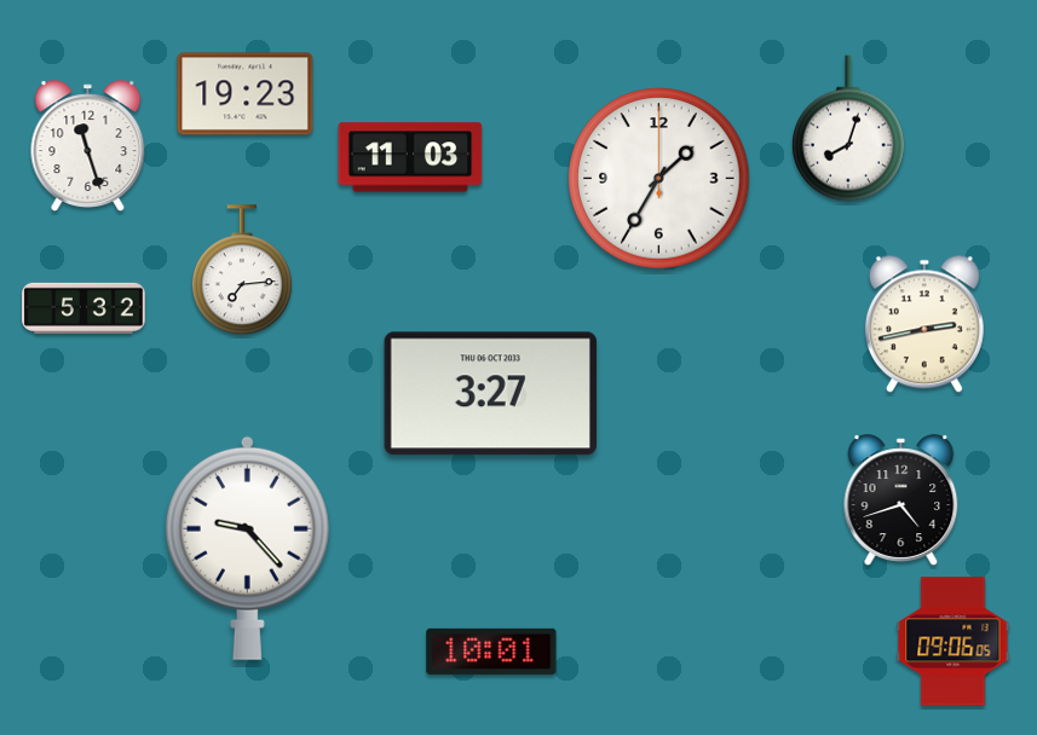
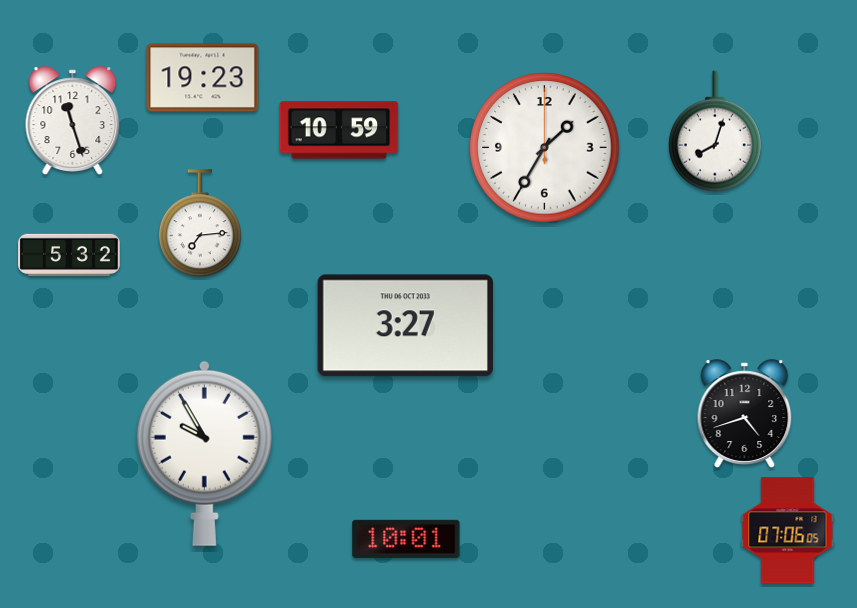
clock at (848, 128) position: (848, 128) -> (715, 131)
clock at (410, 157): 11:03 -> 10:59
clock at (924, 324): 2:43 -> none
clock at (247, 548): 9:23 -> 9:55
clock at (954, 642): 09:06 -> 07:06
